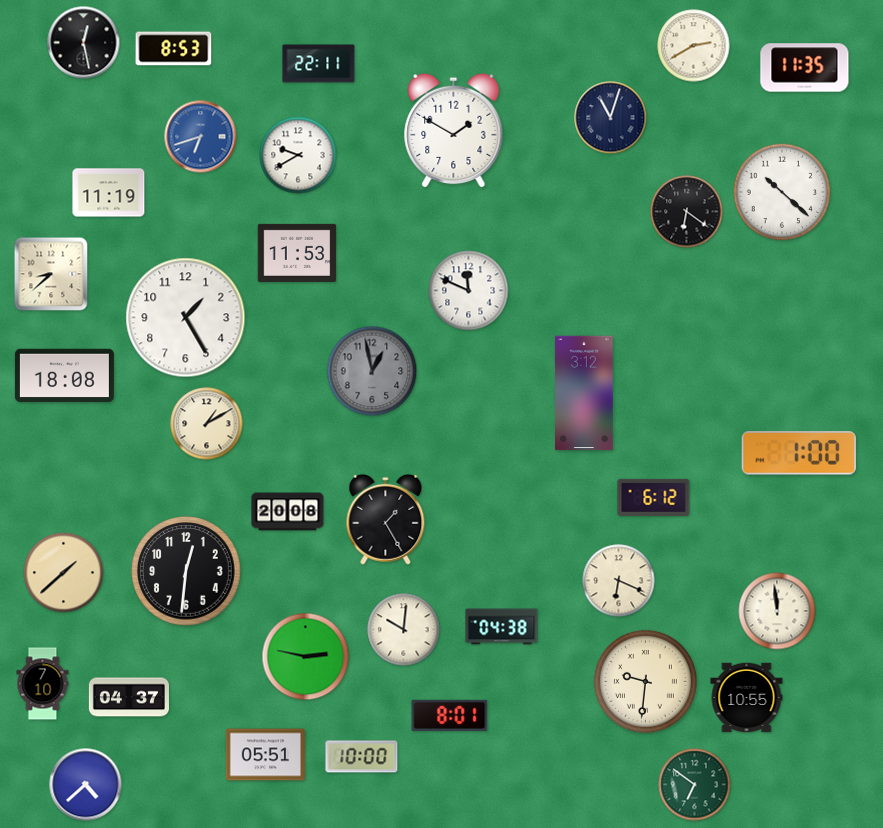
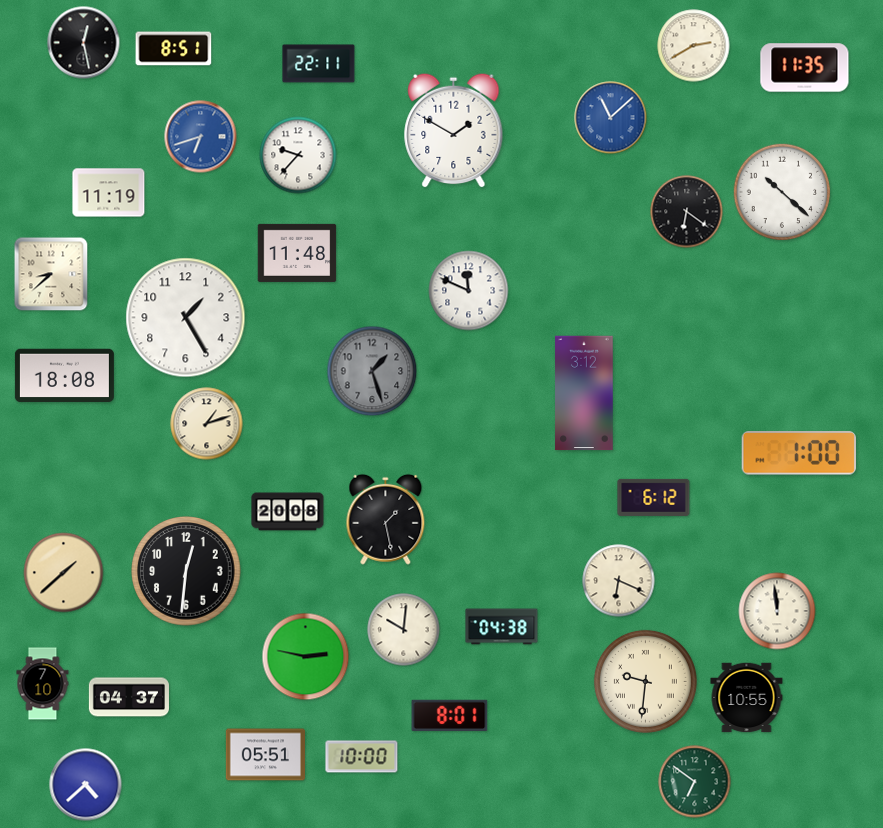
clock at (174, 49): 8:53 -> 8:51
clock at (611, 118): 11:03 -> 11:08
clock at (611, 118) dial: navy -> blue
clock at (298, 155): 9:40 -> 9:37
clock at (297, 253): 11:53 -> 11:48
clock at (372, 371): 12:58 -> 1:27
clock at (207, 424): 1:10 -> 1:12
clock at (386, 519): 1:25 -> 1:28
clock at (695, 785) position: (695, 785) -> (695, 782)
